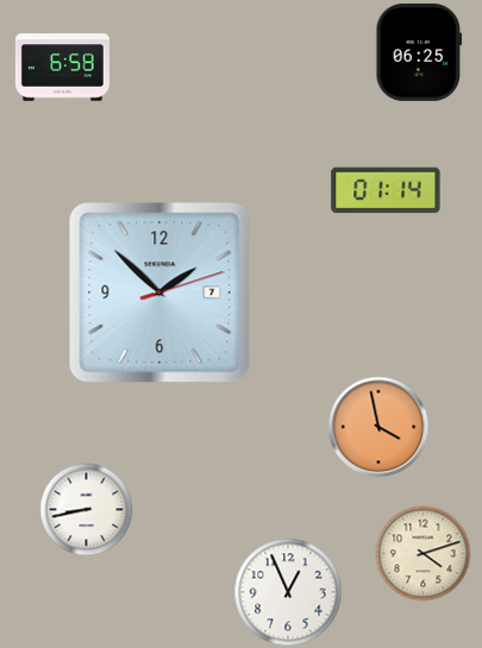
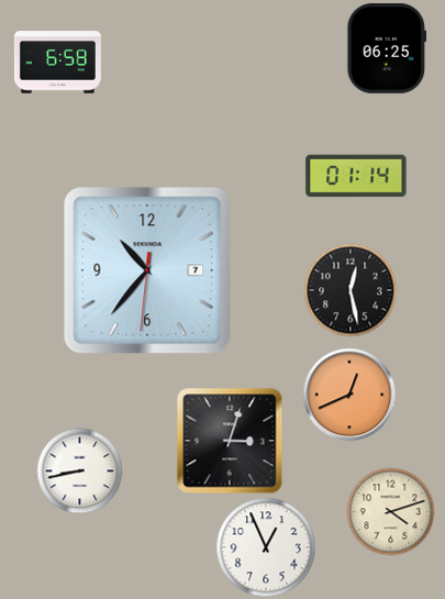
clock at (159, 292): 1:52 -> 10:36
clock at (351, 290): none -> 12:28
clock at (378, 427): 3:58 -> 12:41
clock at (230, 441): none -> 3:03
